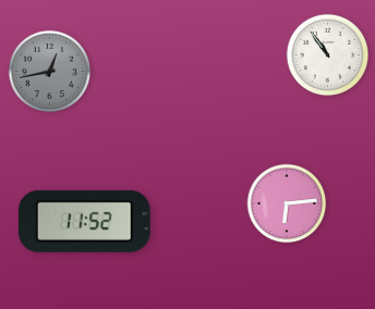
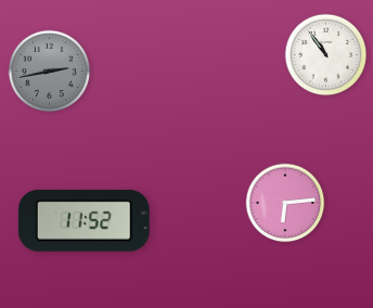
clock at (50, 72): 12:43 -> 2:43
